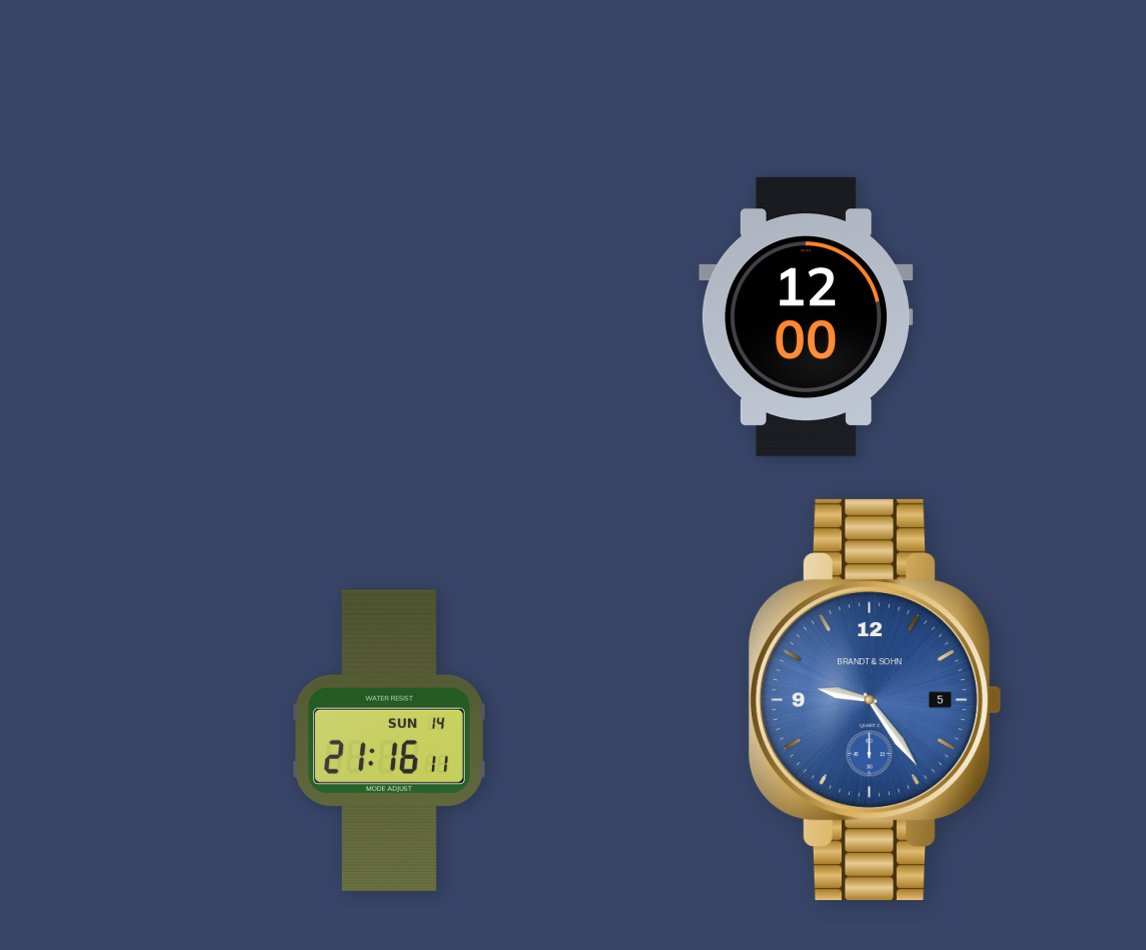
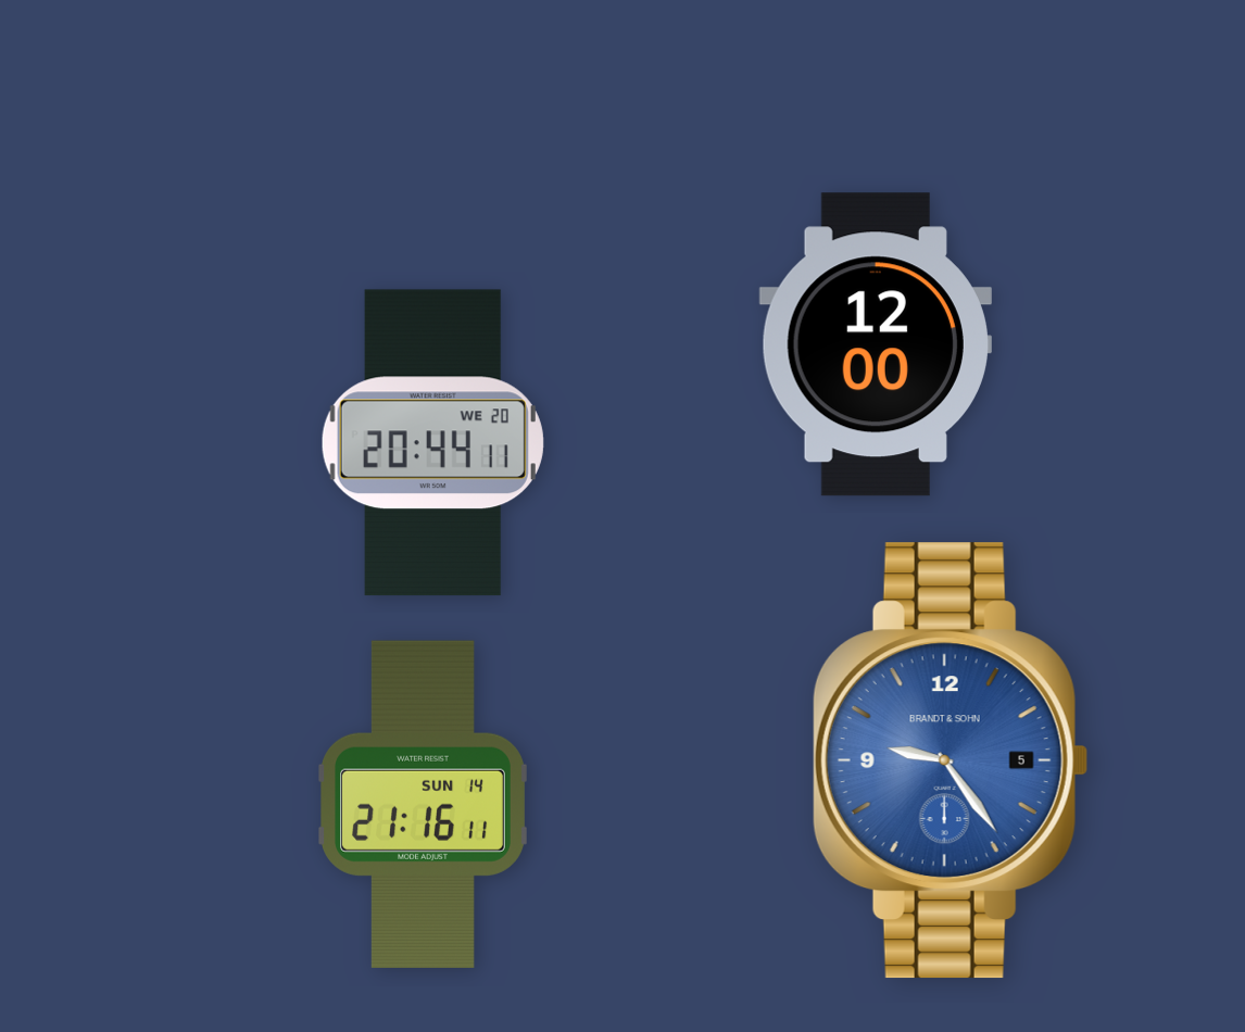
clock at (432, 443): none -> 20:44
